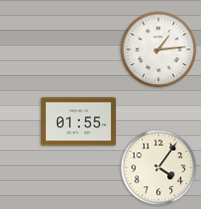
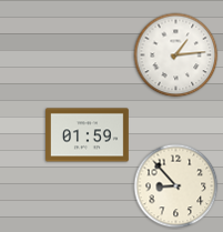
clock at (79, 122): 01:55 -> 01:59
clock at (159, 168): 4:06 -> 8:53
